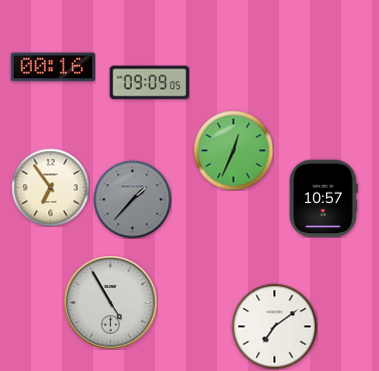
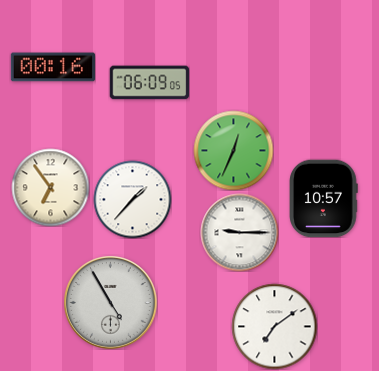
clock at (149, 83): 09:09 -> 06:09
clock at (132, 199) dial: grey -> white
clock at (239, 232): none -> 9:15
